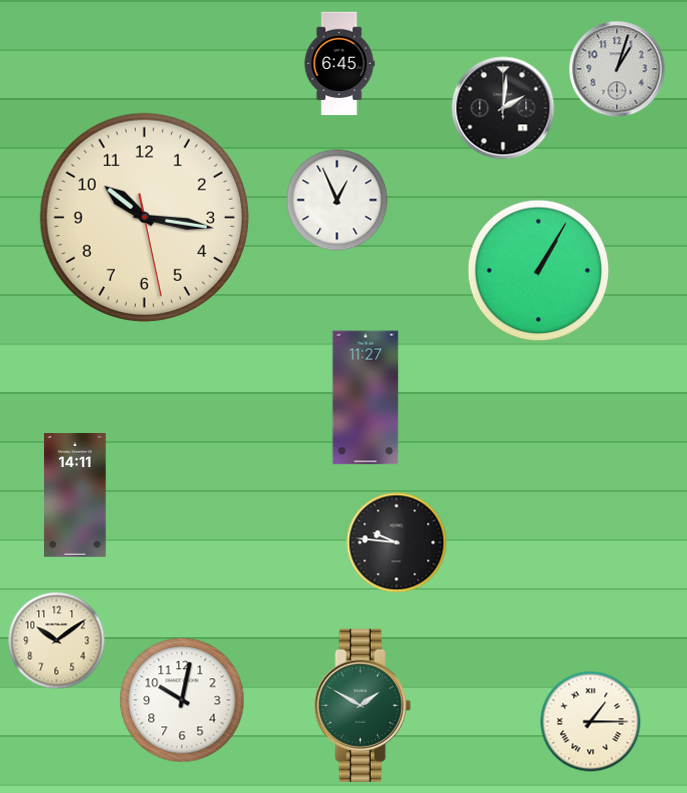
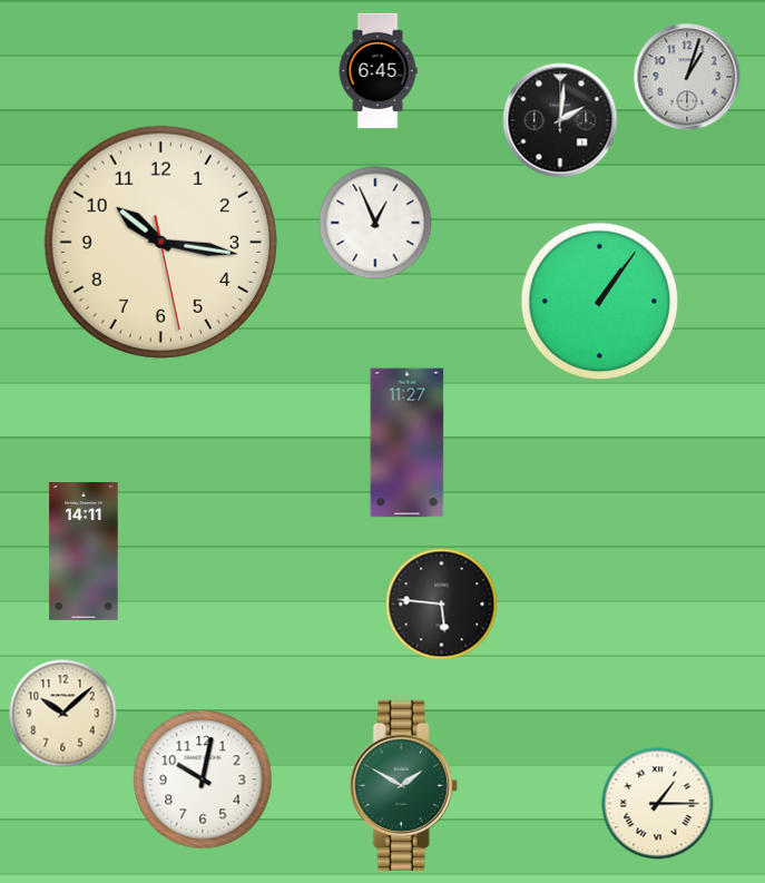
clock at (539, 271): 1:05 -> 1:06
clock at (397, 543): 9:46 -> 5:46
clock at (57, 641): 10:09 -> 10:08
